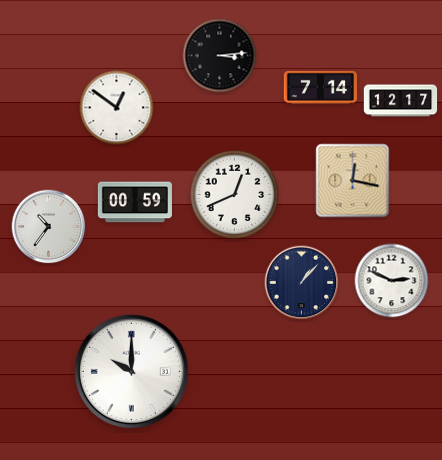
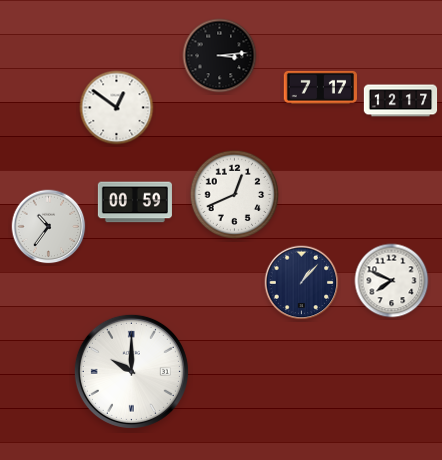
clock at (320, 87): 7:14 -> 7:17
clock at (353, 181): 12:17 -> none
clock at (392, 281): 2:49 -> 7:49
